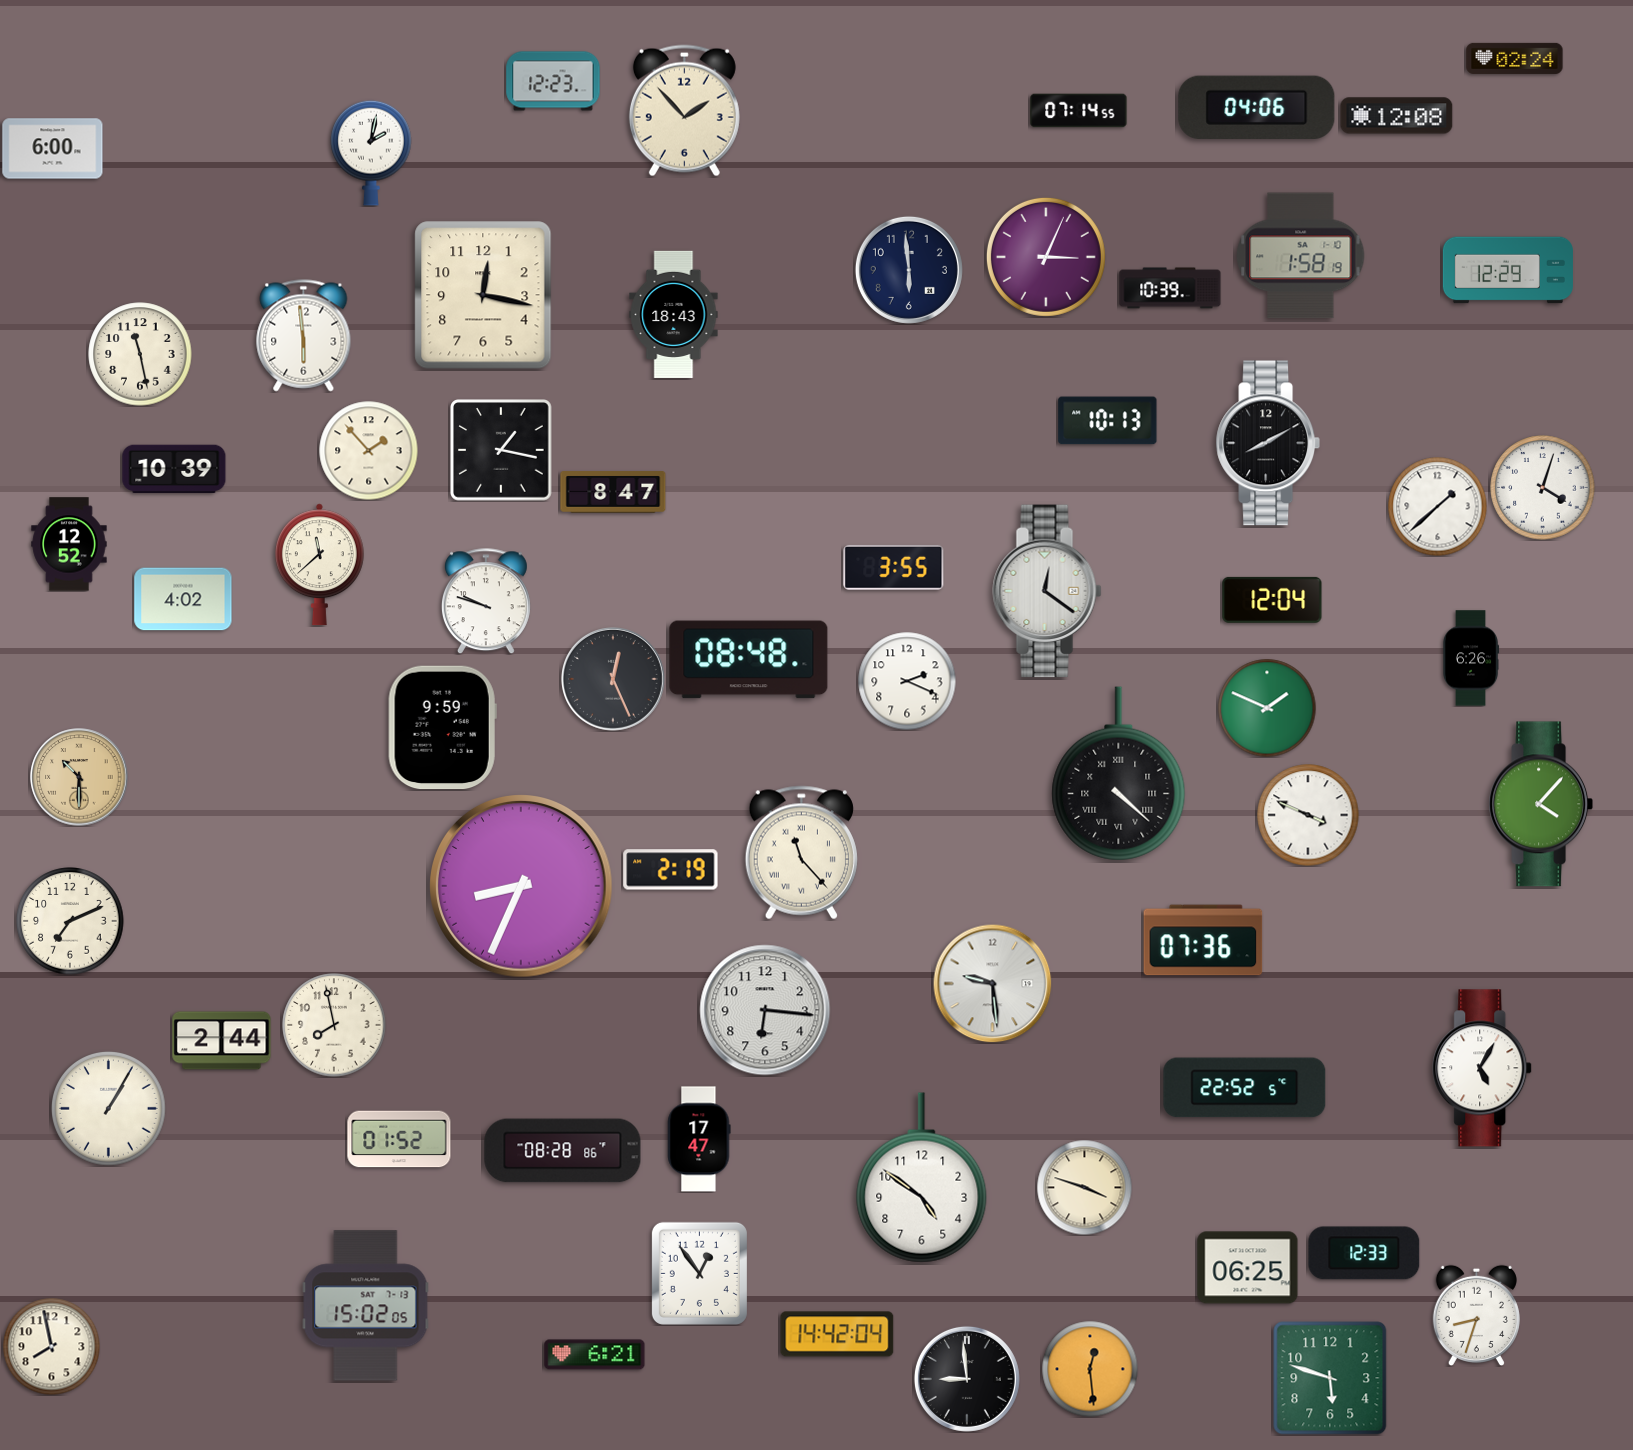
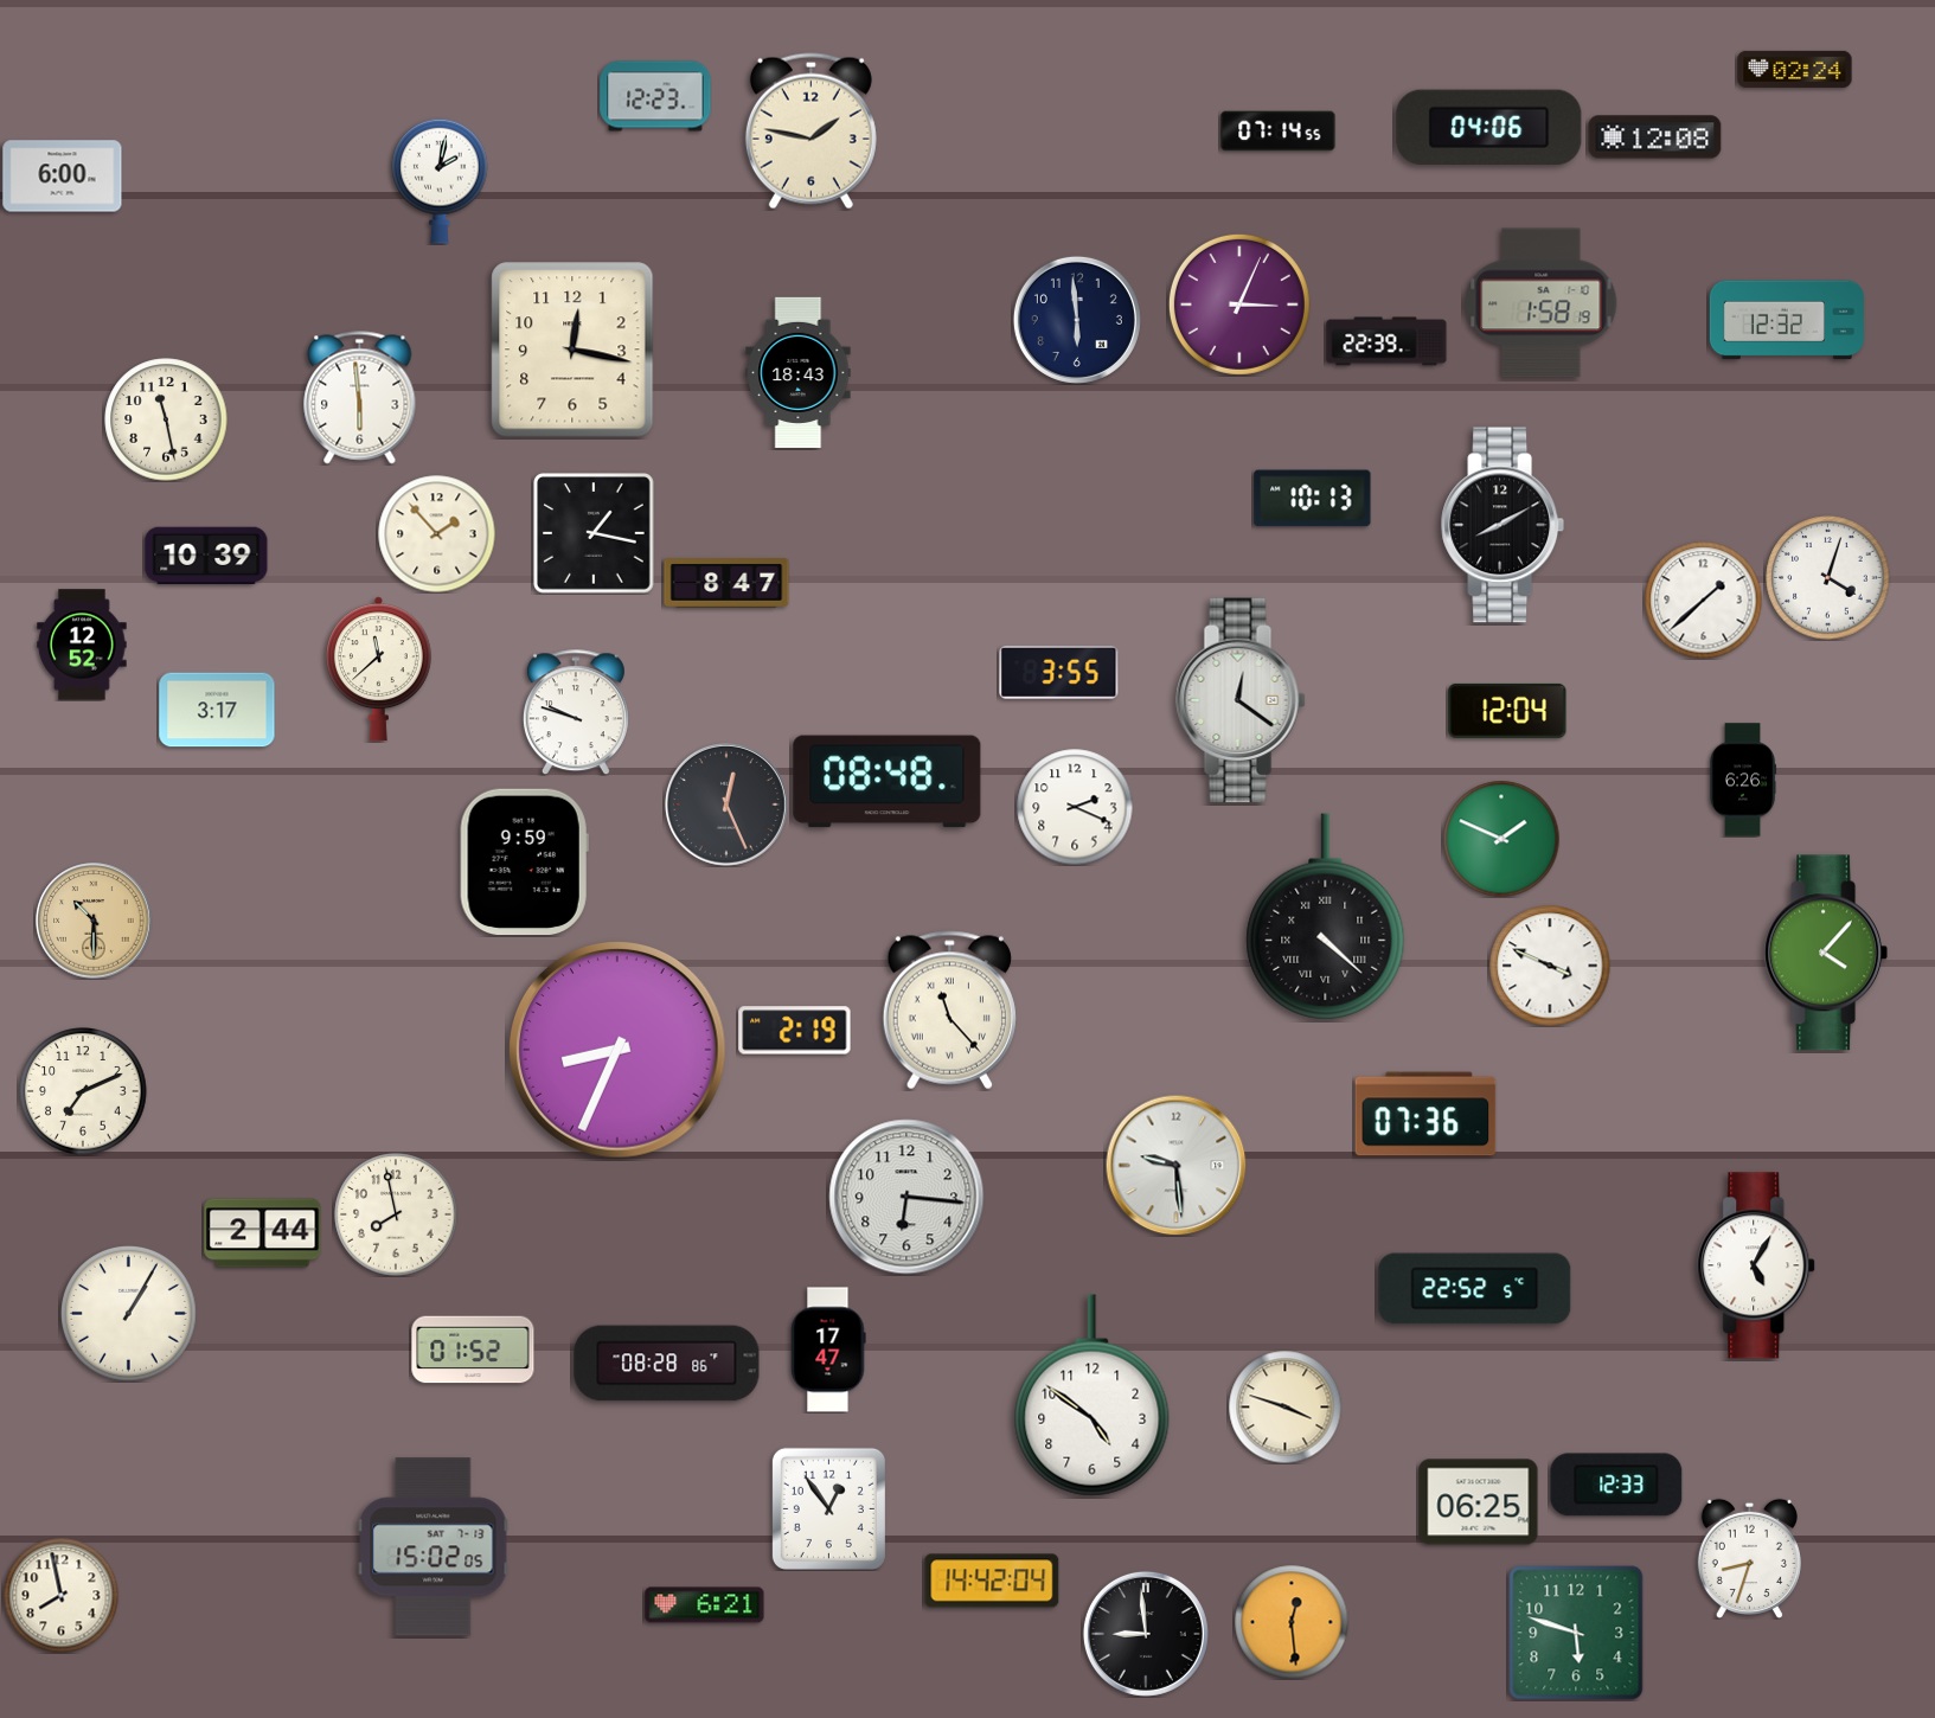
clock at (684, 111): 1:53 -> 1:47
clock at (1508, 270): 12:29 -> 12:32
clock at (1170, 288): 10:39 -> 22:39
clock at (183, 599): 4:02 -> 3:17
